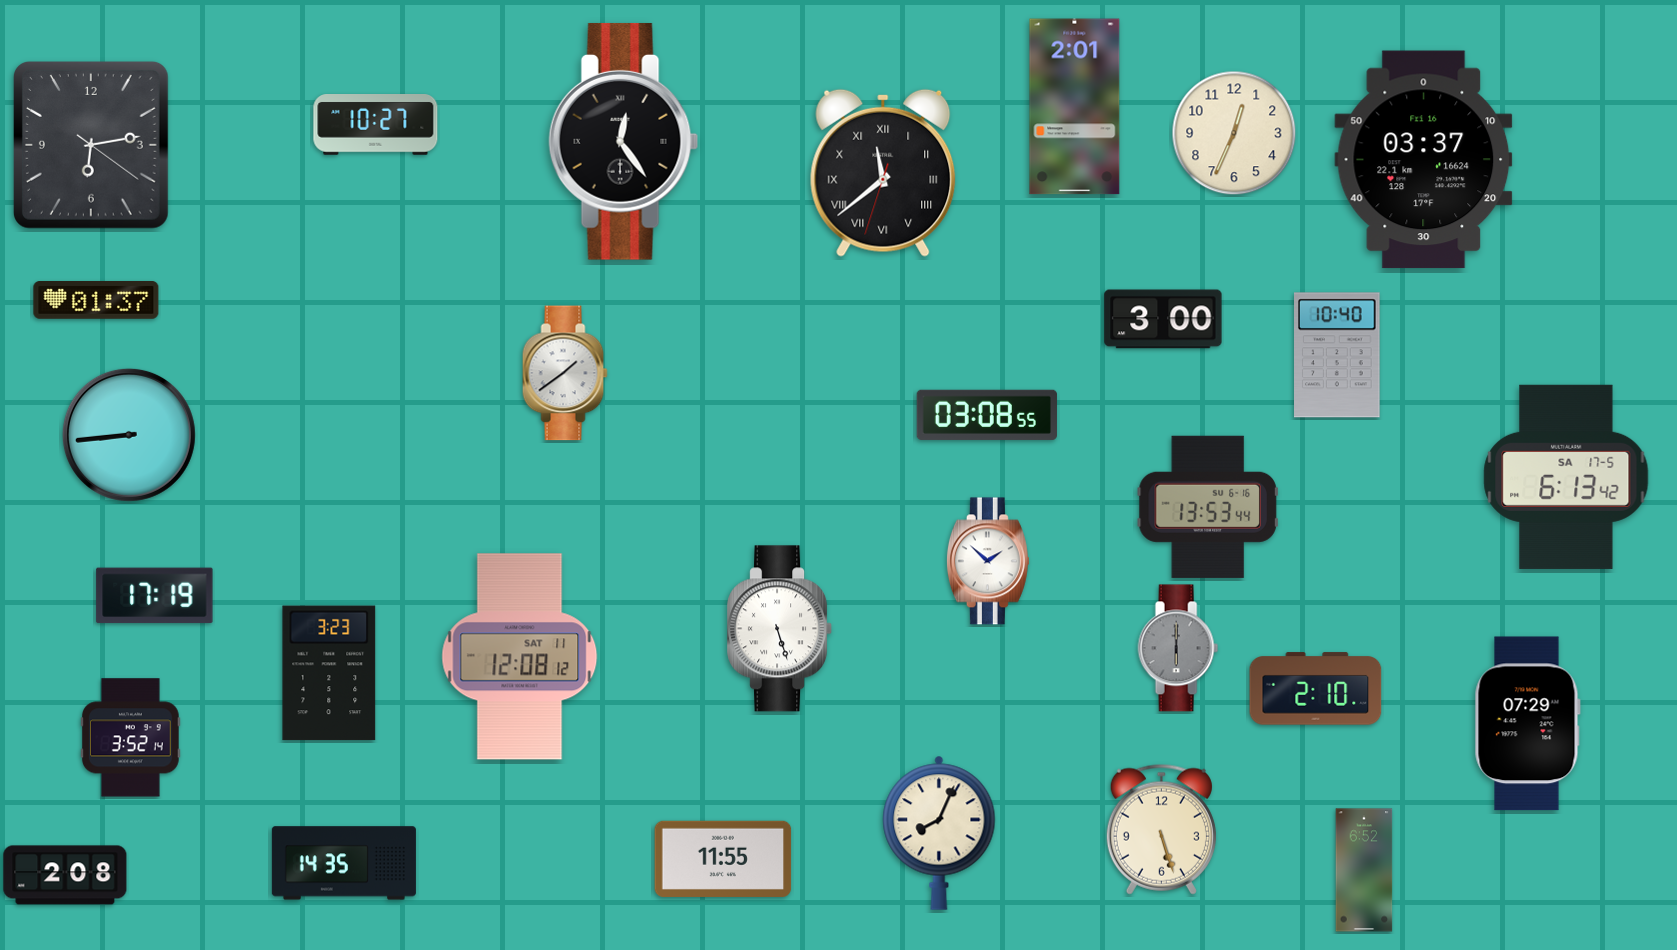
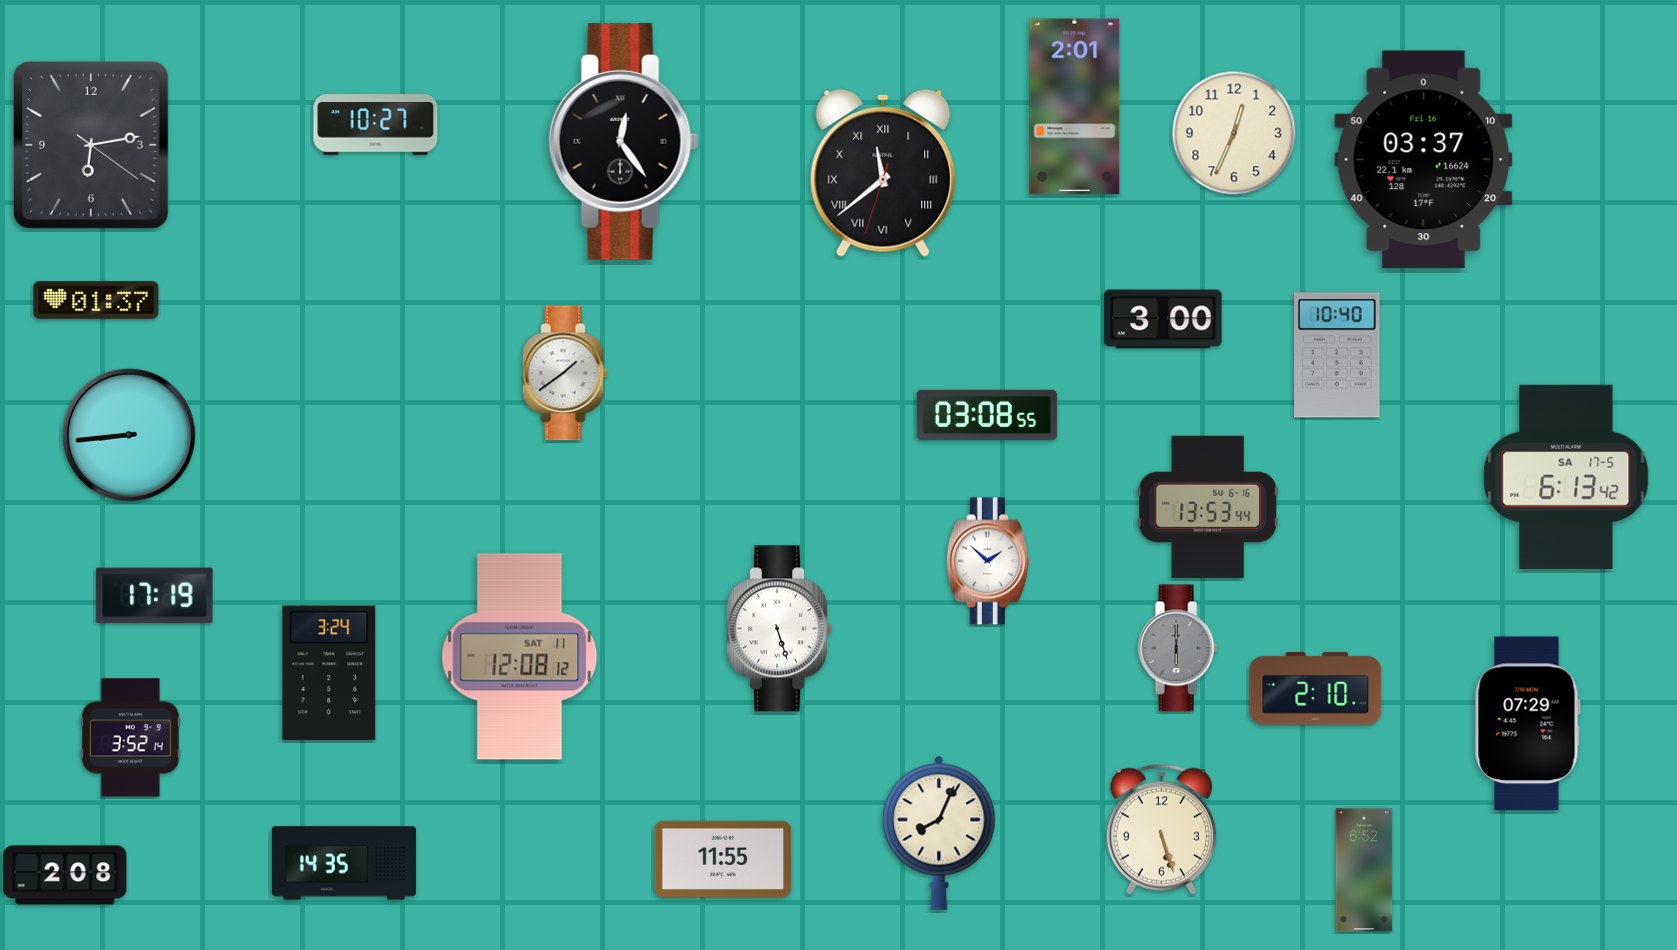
clock at (329, 673): 3:23 -> 3:24
